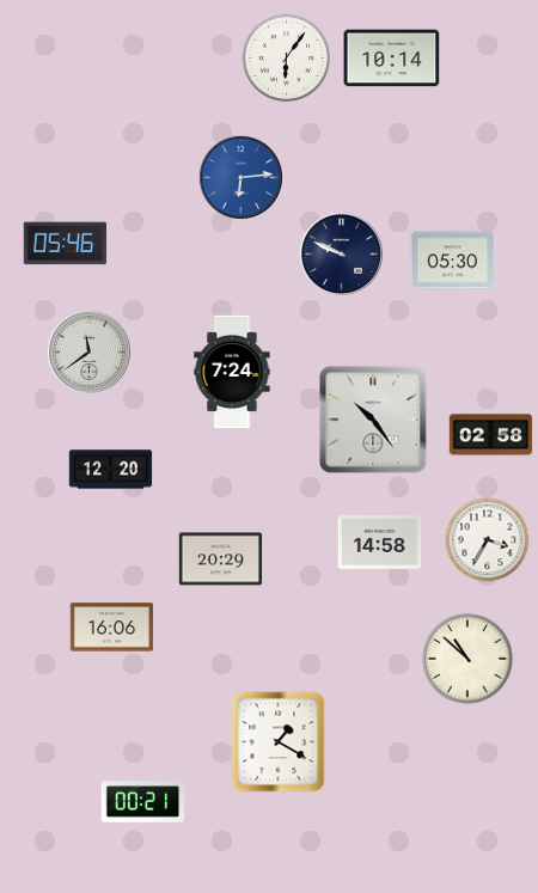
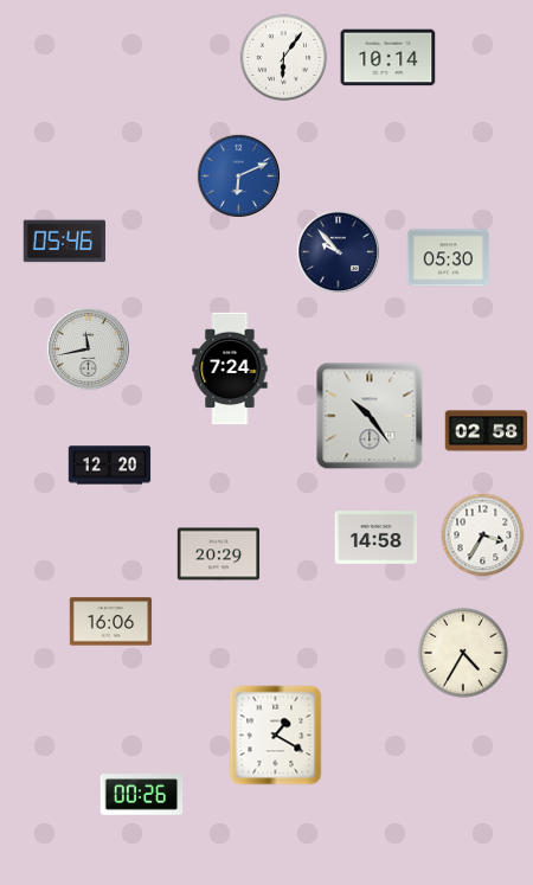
clock at (240, 177): 6:14 -> 6:11
clock at (341, 253): 9:49 -> 9:53
clock at (88, 351): 11:39 -> 11:43
clock at (467, 659): 10:52 -> 4:35
clock at (143, 802): 00:21 -> 00:26
